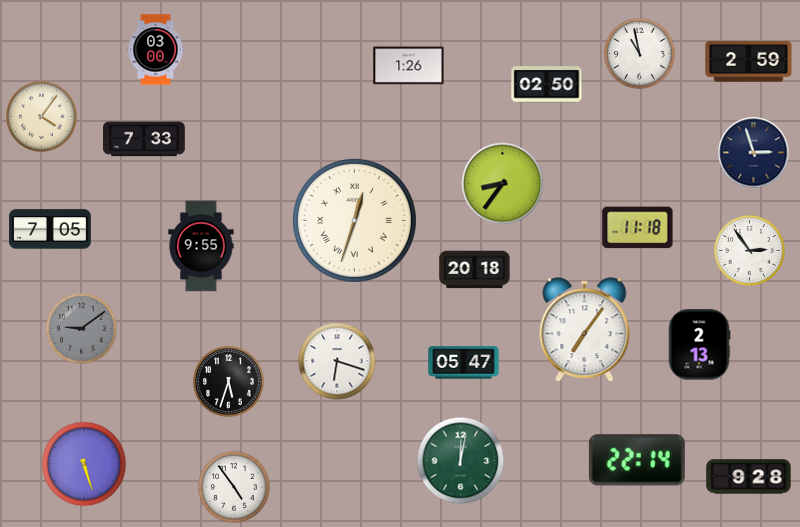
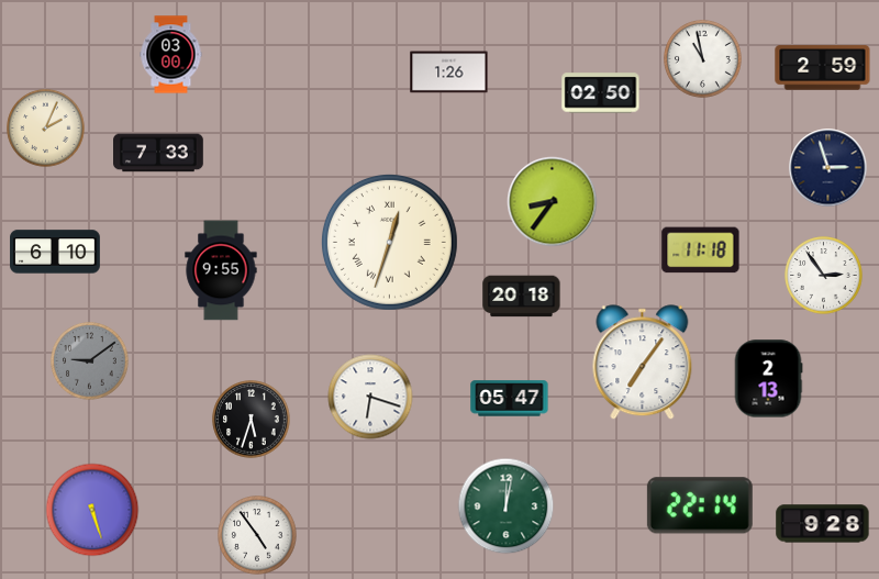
clock at (42, 117): 4:06 -> 2:04
clock at (50, 229): 7:05 -> 6:10
